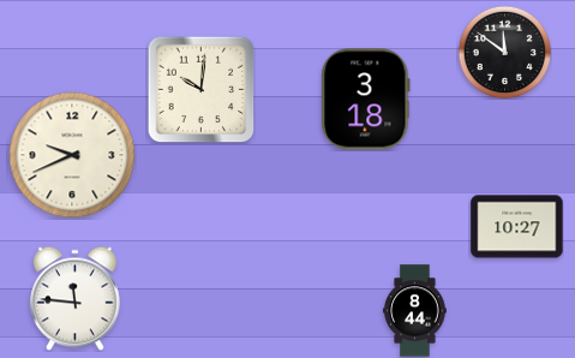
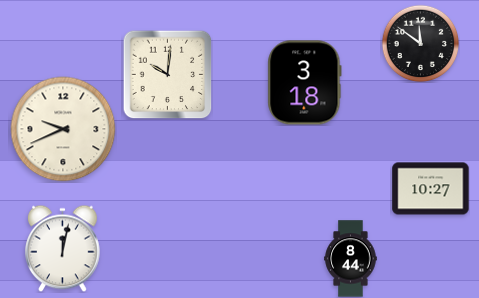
clock at (72, 155) position: (72, 155) -> (63, 129)
clock at (76, 298): 11:46 -> 12:02
clock at (415, 311) position: (415, 311) -> (351, 259)
